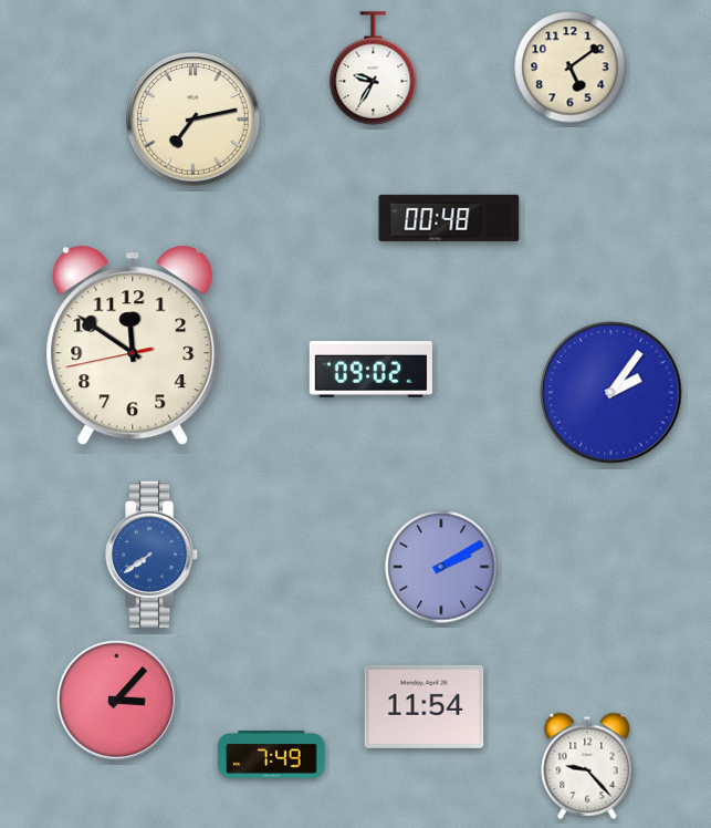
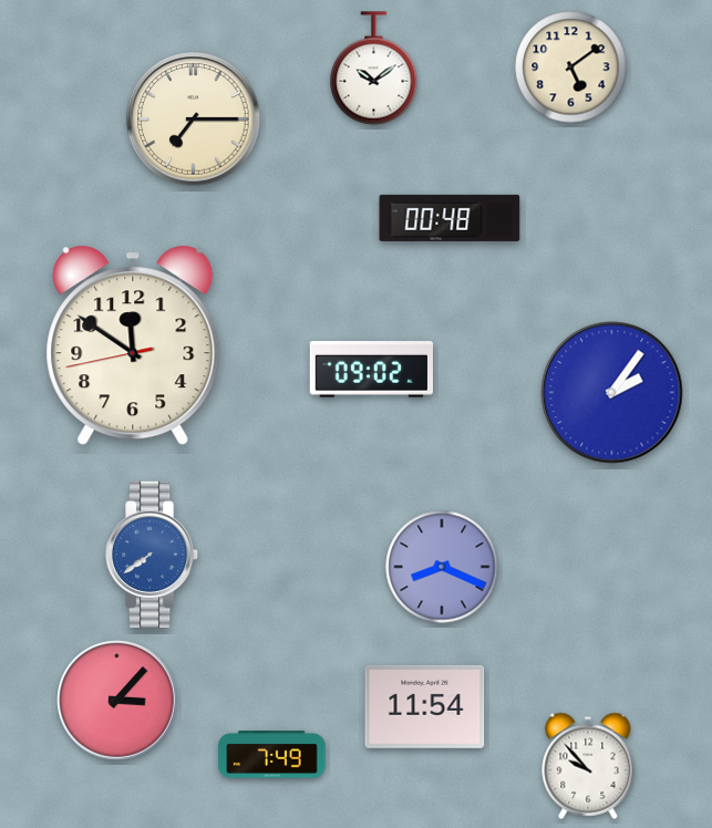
clock at (374, 69): 9:35 -> 10:09
clock at (194, 120): 7:13 -> 7:15
clock at (441, 567): 2:10 -> 8:19
clock at (587, 766): 9:23 -> 9:53
